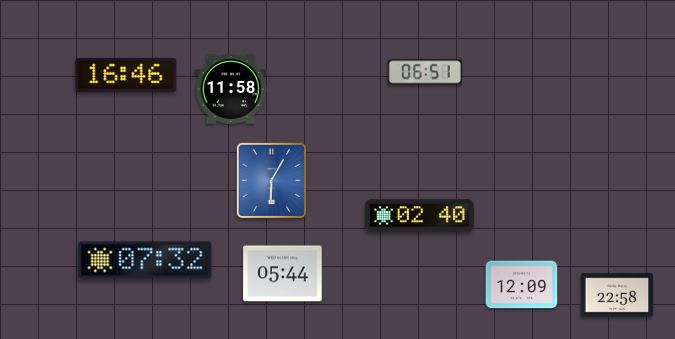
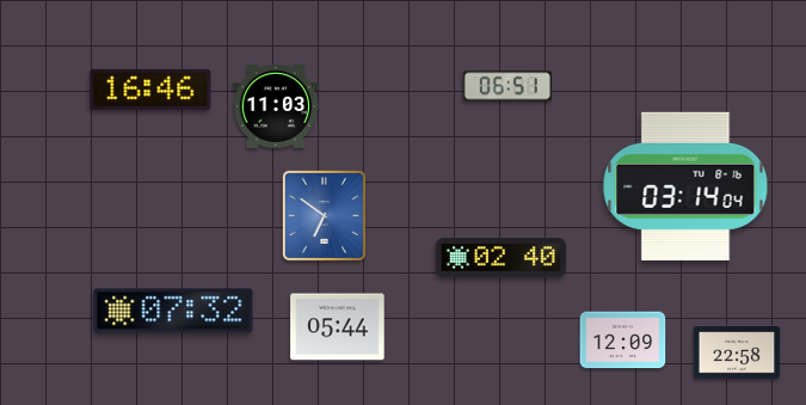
clock at (231, 89): 11:58 -> 11:03
clock at (685, 186): none -> 03:14
clock at (271, 180): 6:05 -> 6:51
